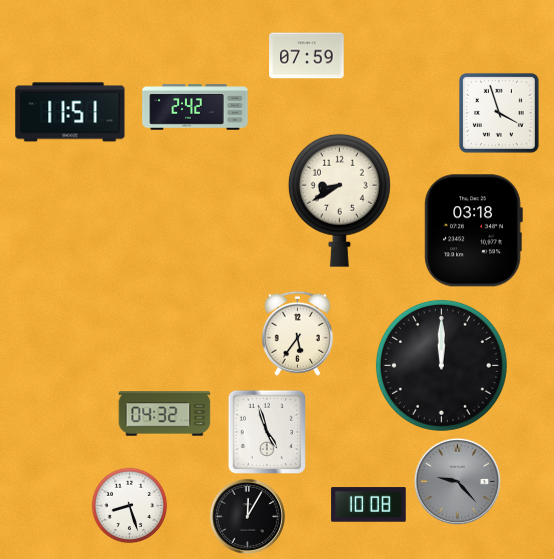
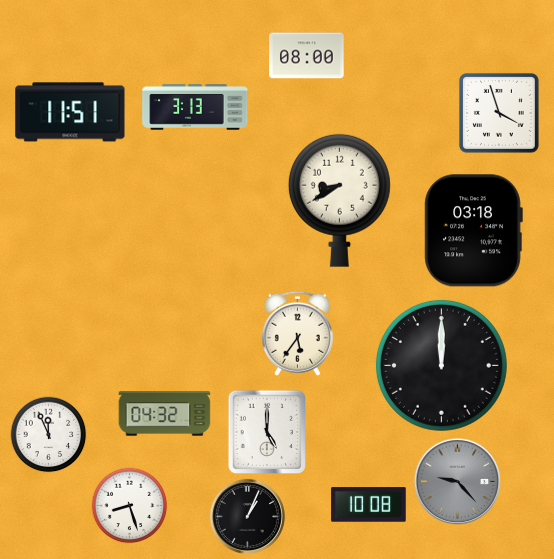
clock at (307, 56): 07:59 -> 08:00
clock at (195, 107): 2:42 -> 3:13
clock at (266, 432): 4:57 -> 5:00
clock at (49, 435): none -> 11:56
clock at (247, 516): 12:05 -> 1:04
